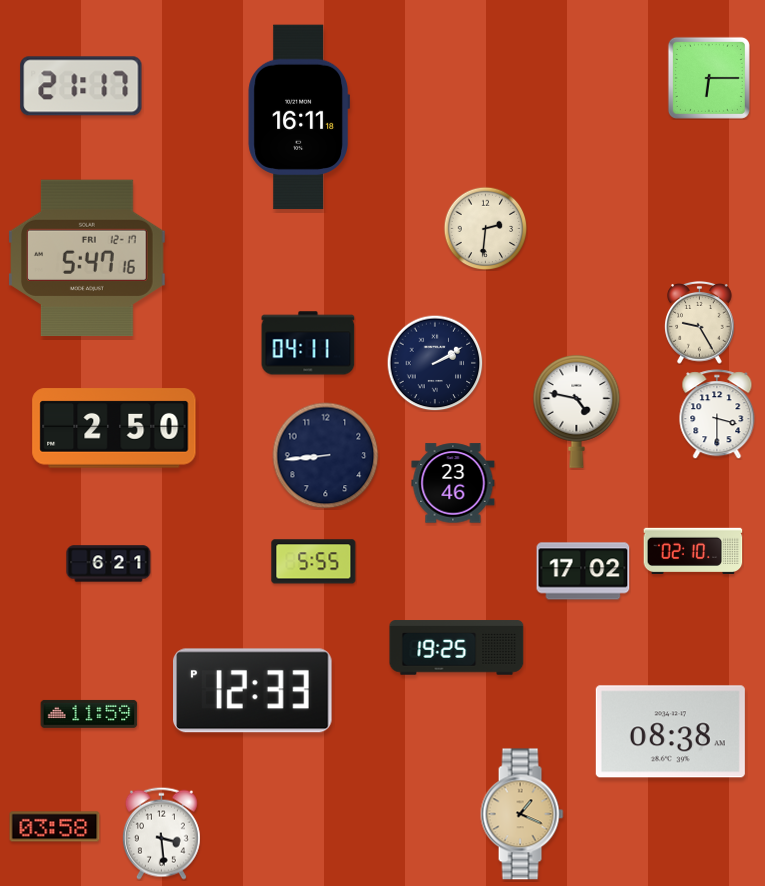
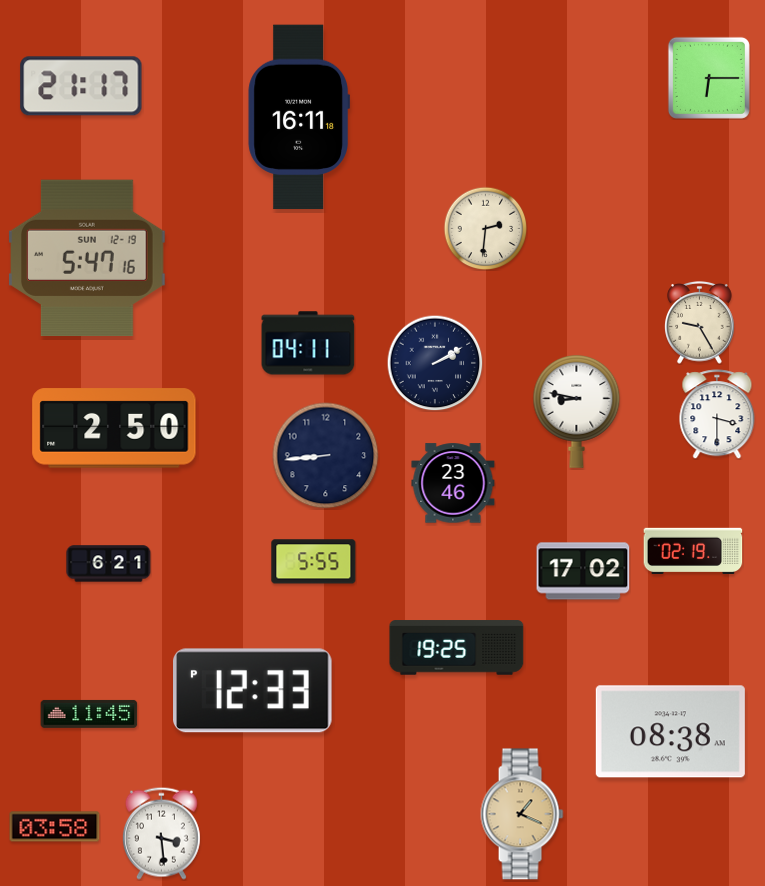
clock at (88, 257) date: FRI 12-17 -> SUN 12-19
clock at (577, 411): 4:47 -> 8:47
clock at (693, 550): 02:10 -> 02:19
clock at (89, 714): 11:59 -> 11:45
